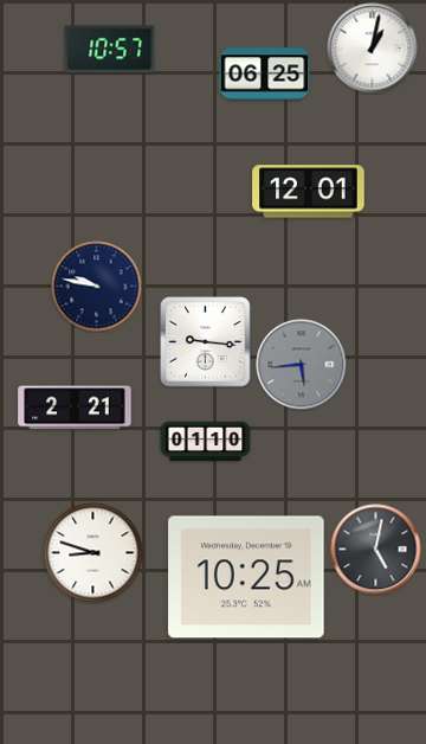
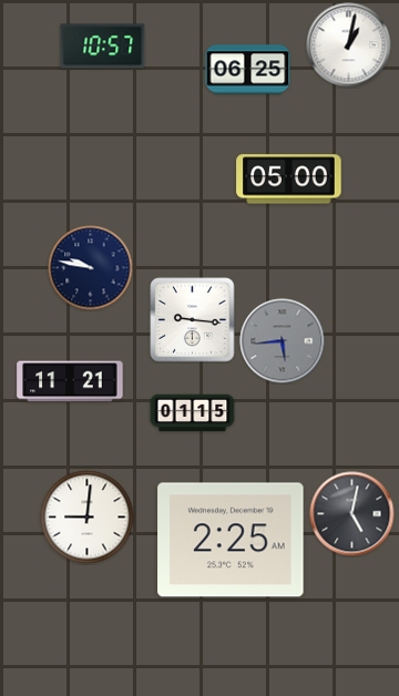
clock at (309, 192): 12:01 -> 05:00
clock at (75, 408): 2:21 -> 11:21
clock at (206, 442): 01:10 -> 01:15
clock at (93, 553): 8:48 -> 9:01
clock at (246, 577): 10:25 -> 2:25
